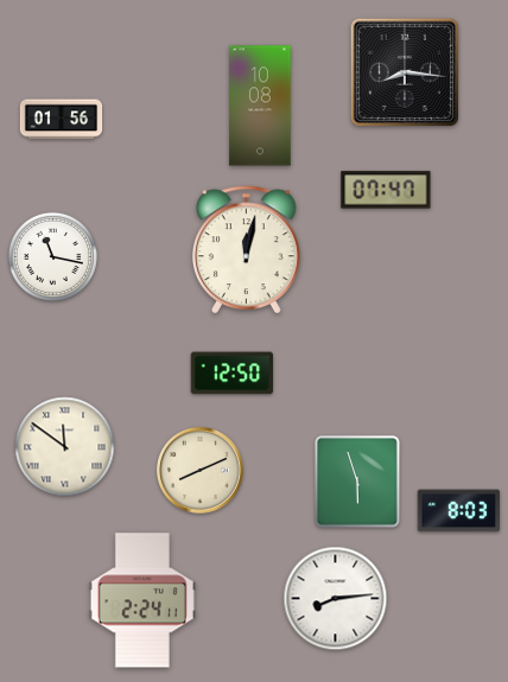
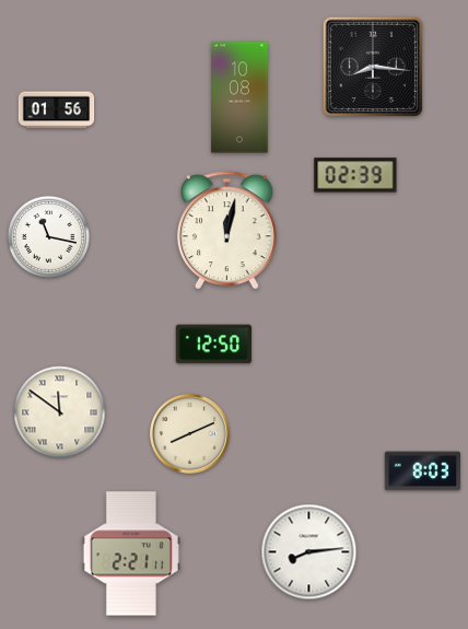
clock at (386, 190): 07:47 -> 02:39
clock at (201, 471) position: (201, 471) -> (190, 434)
clock at (357, 482): 5:57 -> none
clock at (142, 600): 2:24 -> 2:21
